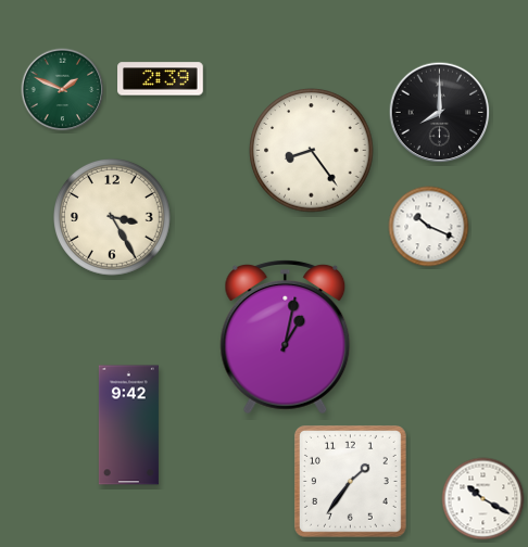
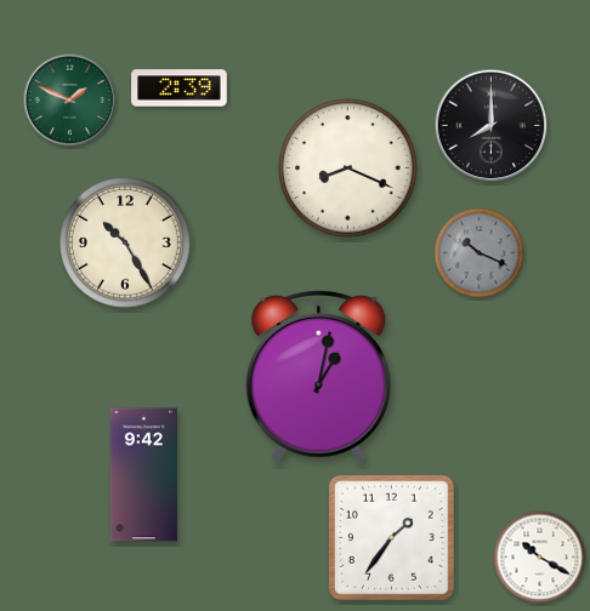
clock at (312, 151): 8:24 -> 8:19
clock at (113, 218): 3:25 -> 10:25
clock at (429, 227) dial: white -> grey
